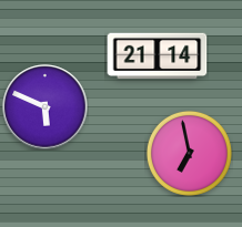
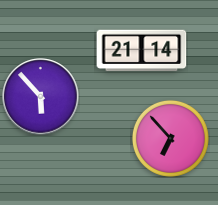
clock at (46, 107): 5:49 -> 5:53
clock at (189, 153): 6:58 -> 6:53
